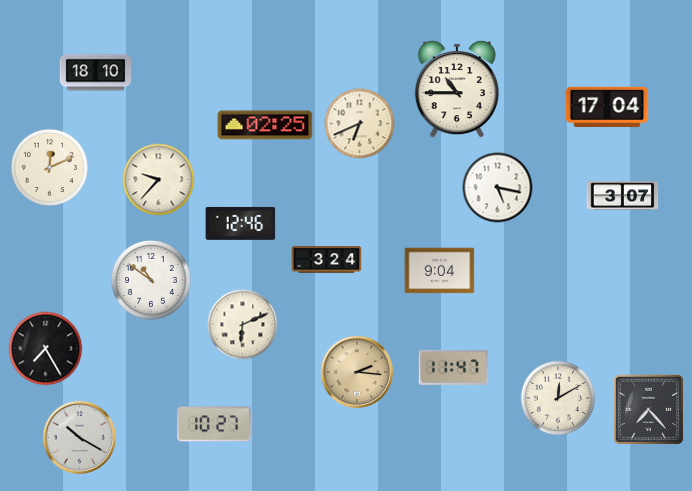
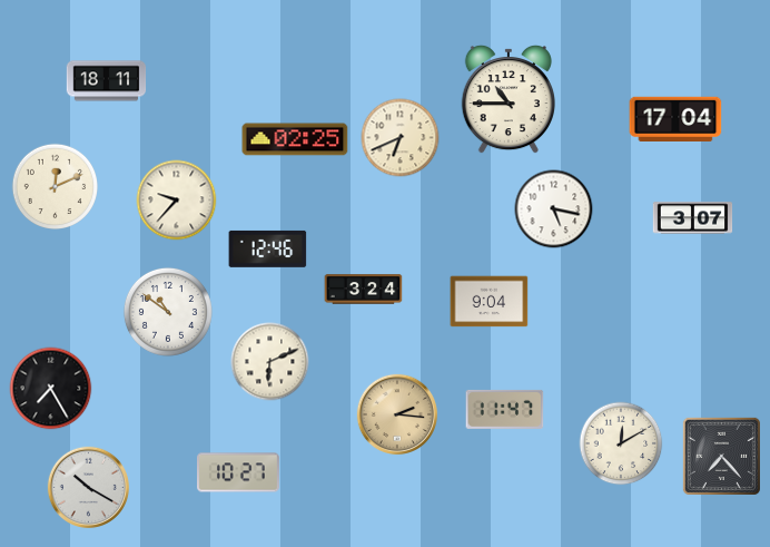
clock at (96, 73): 18:10 -> 18:11
